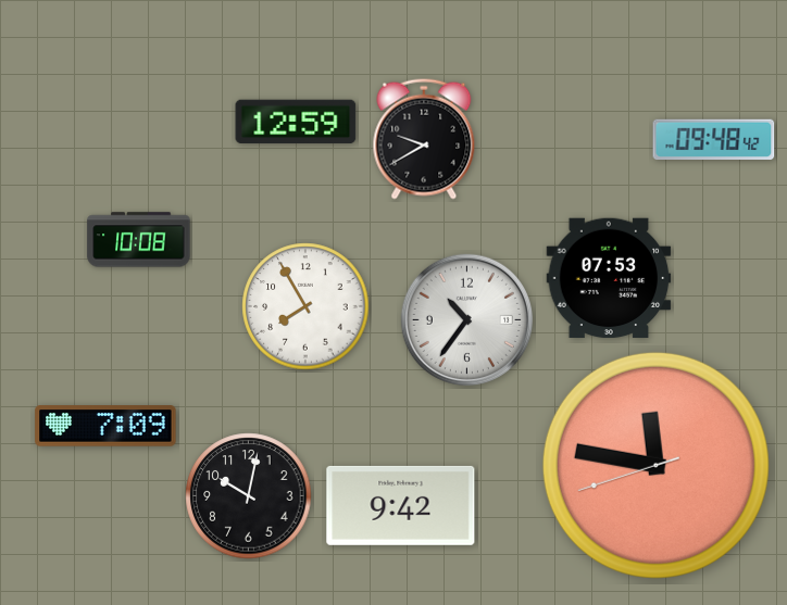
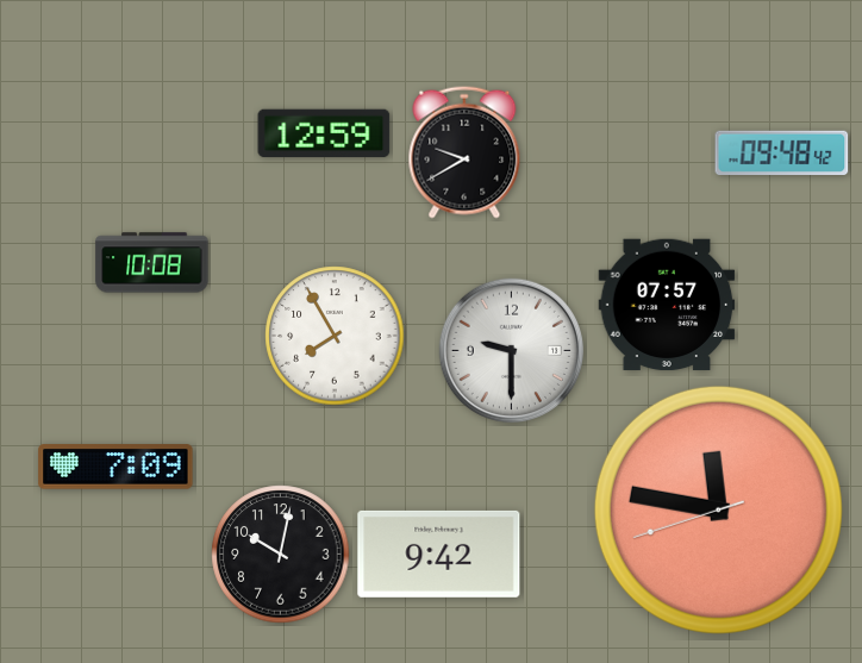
clock at (609, 278): 07:53 -> 07:57
clock at (466, 319): 10:36 -> 9:30
clock at (249, 496) position: (249, 496) -> (281, 555)
